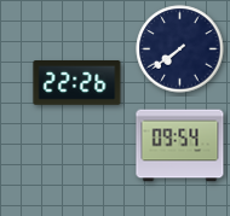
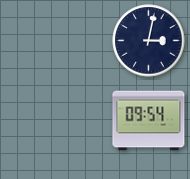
clock at (180, 49): 7:39 -> 3:02
clock at (77, 83): 22:26 -> none
